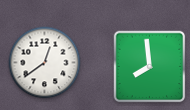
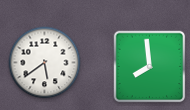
clock at (45, 63): 12:39 -> 5:39
